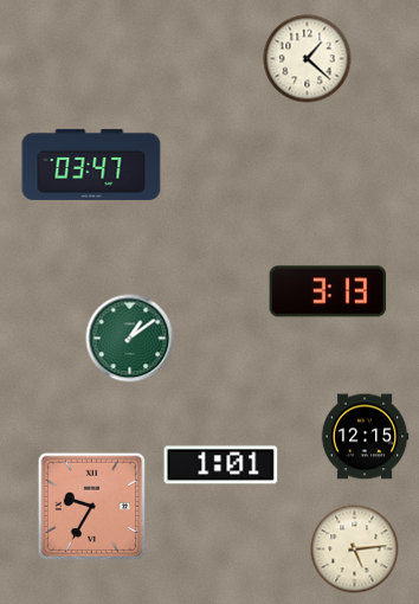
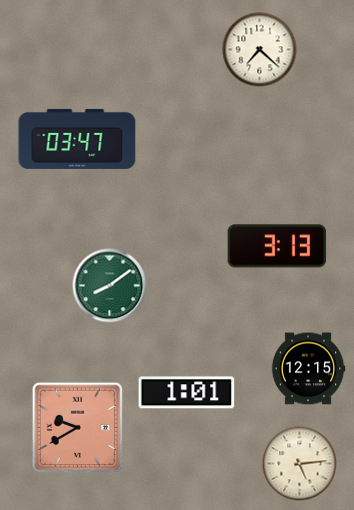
clock at (308, 59): 1:22 -> 7:22
clock at (130, 339): 1:09 -> 8:09
clock at (92, 507): 9:35 -> 9:40
